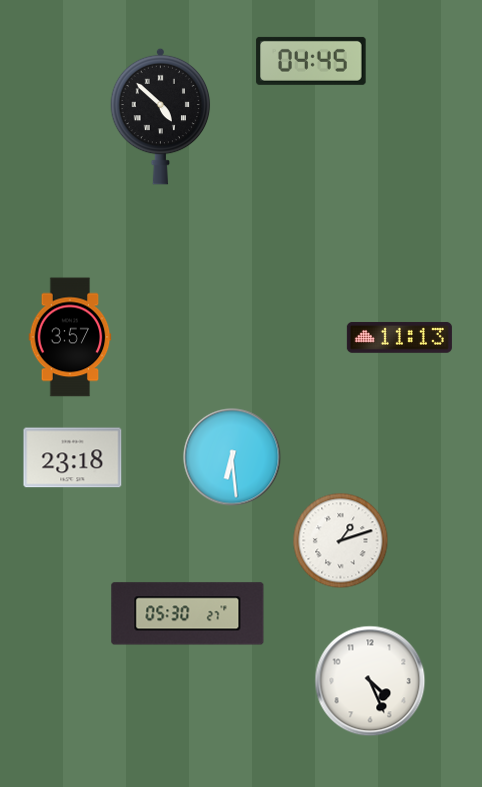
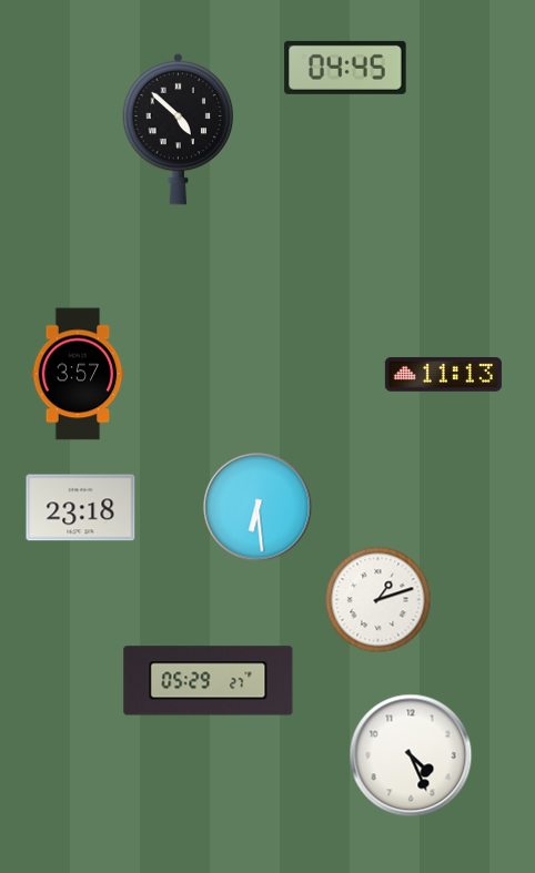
clock at (188, 614): 05:30 -> 05:29
